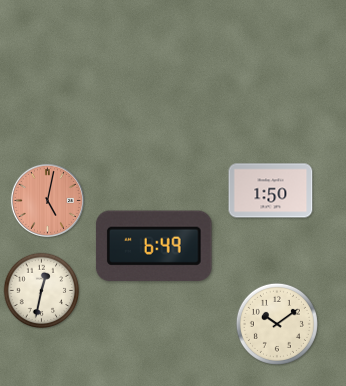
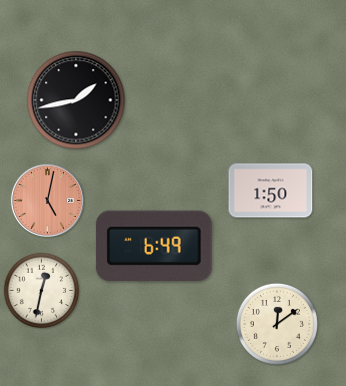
clock at (76, 100): none -> 1:43
clock at (277, 324): 10:09 -> 12:09
